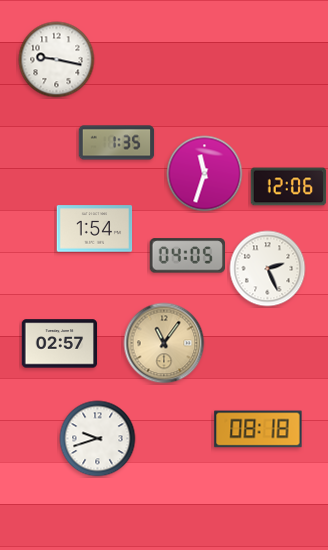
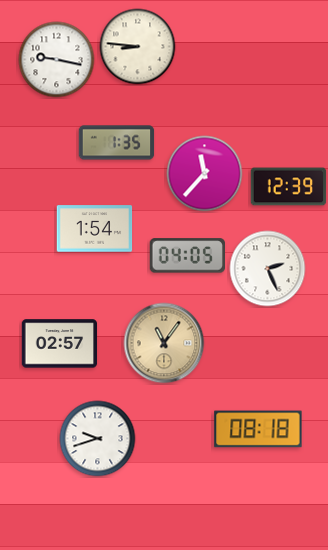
clock at (138, 47): none -> 8:46
clock at (205, 174): 11:33 -> 11:37
clock at (289, 187): 12:06 -> 12:39
